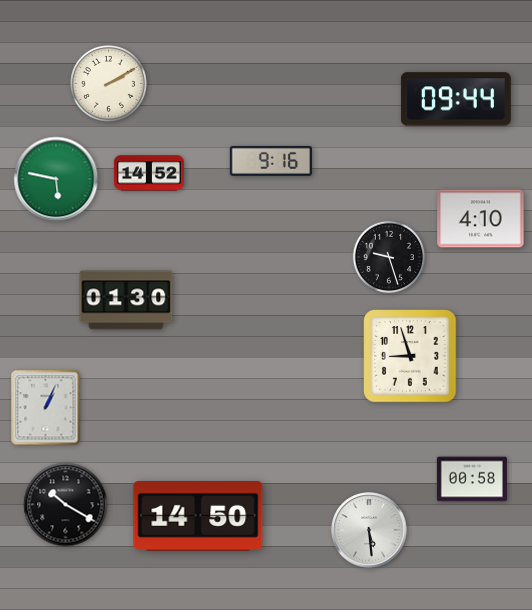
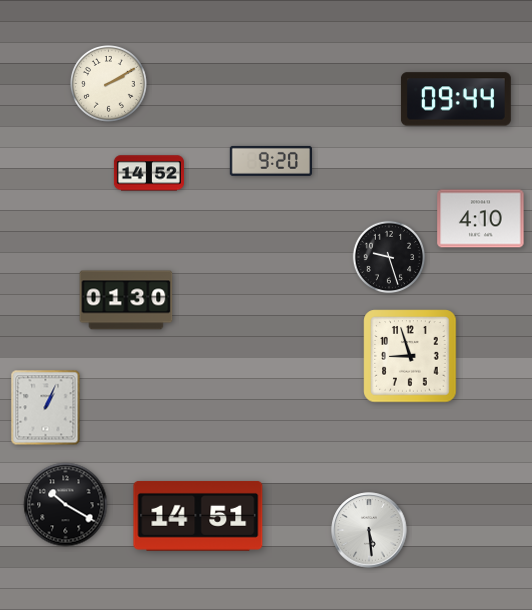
clock at (270, 161): 9:16 -> 9:20
clock at (56, 179): 5:47 -> none
clock at (472, 479): 00:58 -> none
clock at (198, 516): 14:50 -> 14:51
